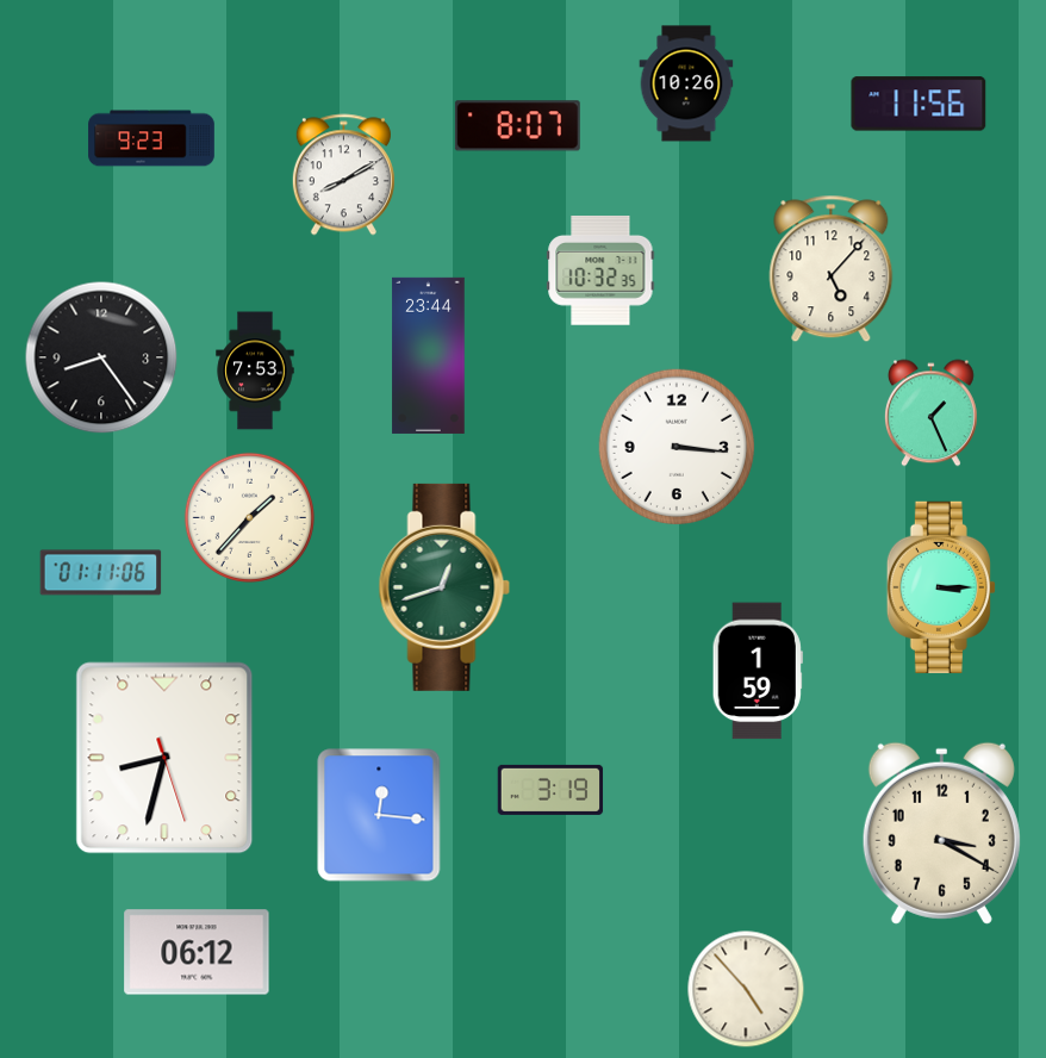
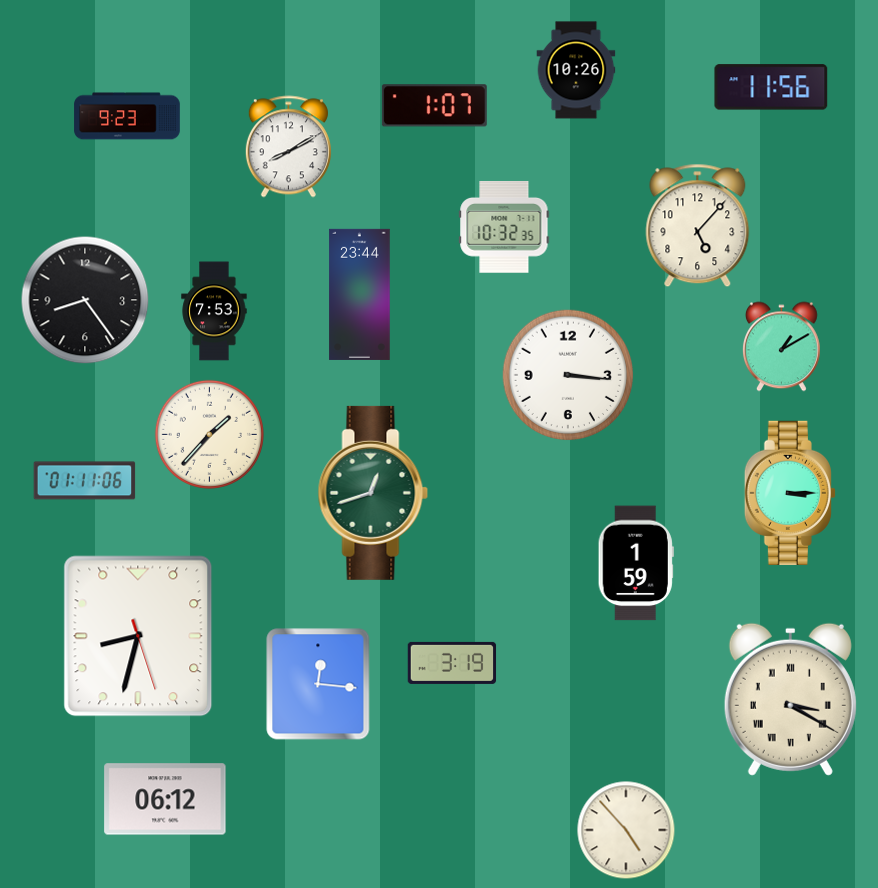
clock at (517, 126): 8:07 -> 1:07
clock at (429, 355) position: (429, 355) -> (360, 294)
clock at (930, 413): 1:26 -> 1:10
clock at (550, 790) position: (550, 790) -> (452, 663)
clock at (941, 833) numerals: Arabic -> Roman
